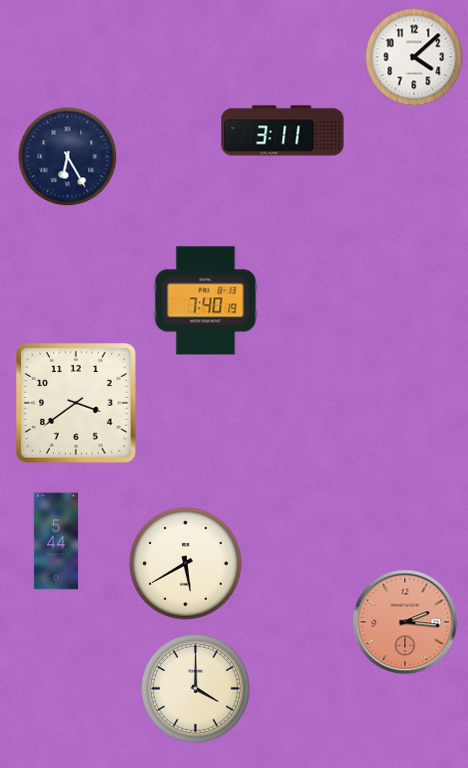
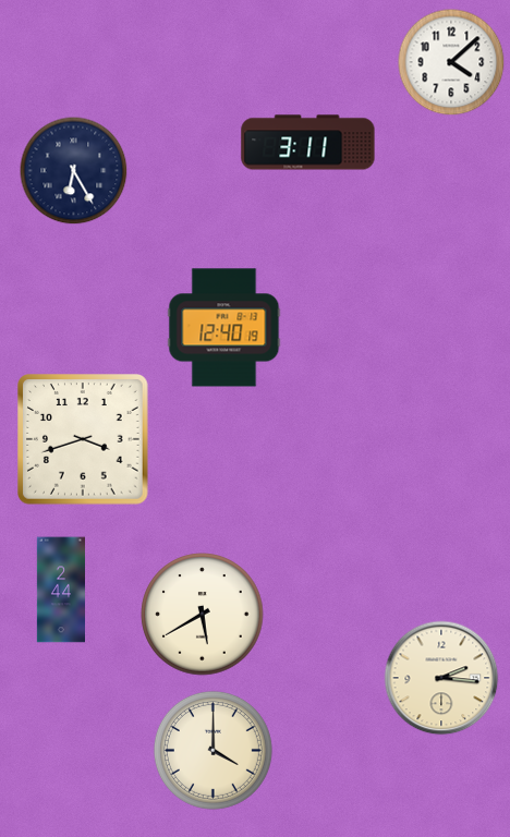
clock at (206, 301): 7:40 -> 12:40
clock at (77, 404): 3:39 -> 3:42
clock at (55, 541): 5:44 -> 2:44
clock at (405, 622) dial: salmon -> cream
